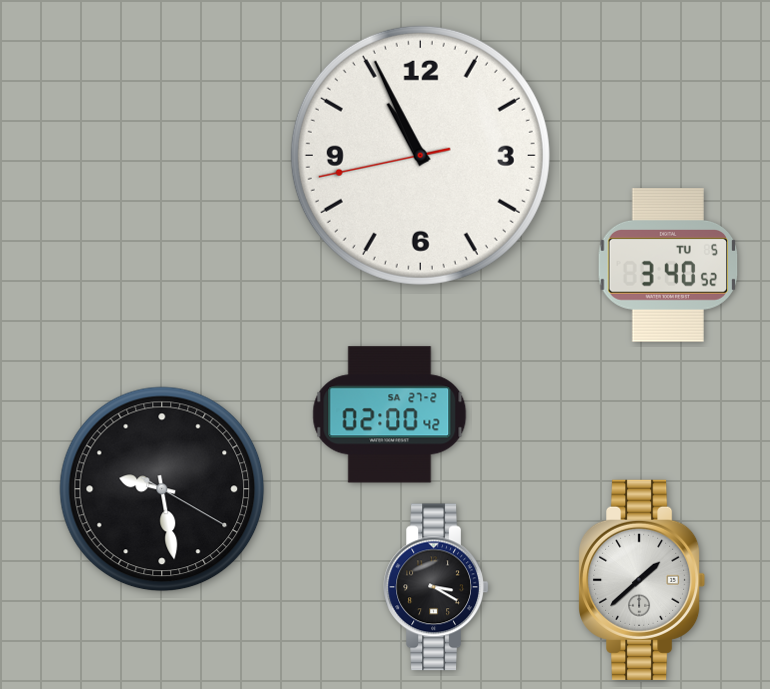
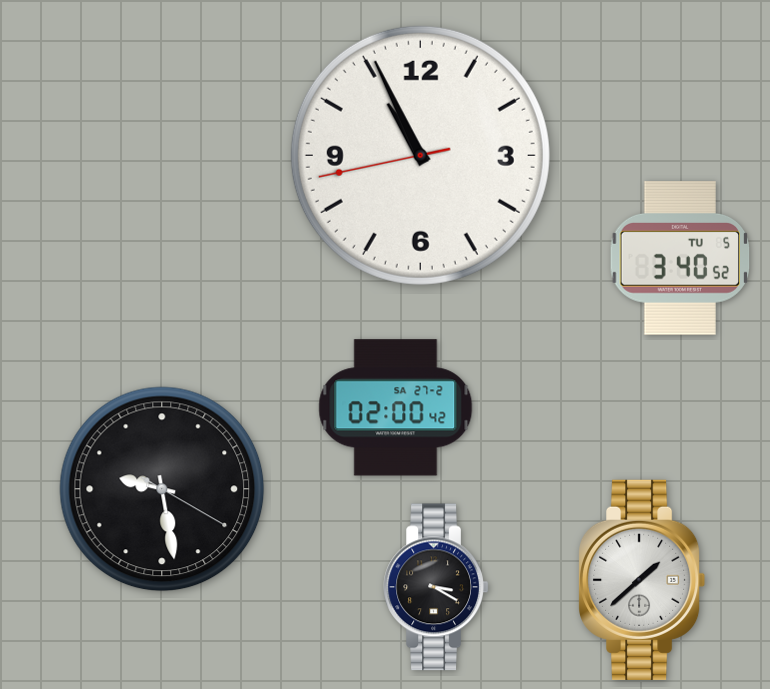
clock at (668, 266) position: (668, 266) -> (680, 259)
clock at (390, 415) position: (390, 415) -> (396, 408)
